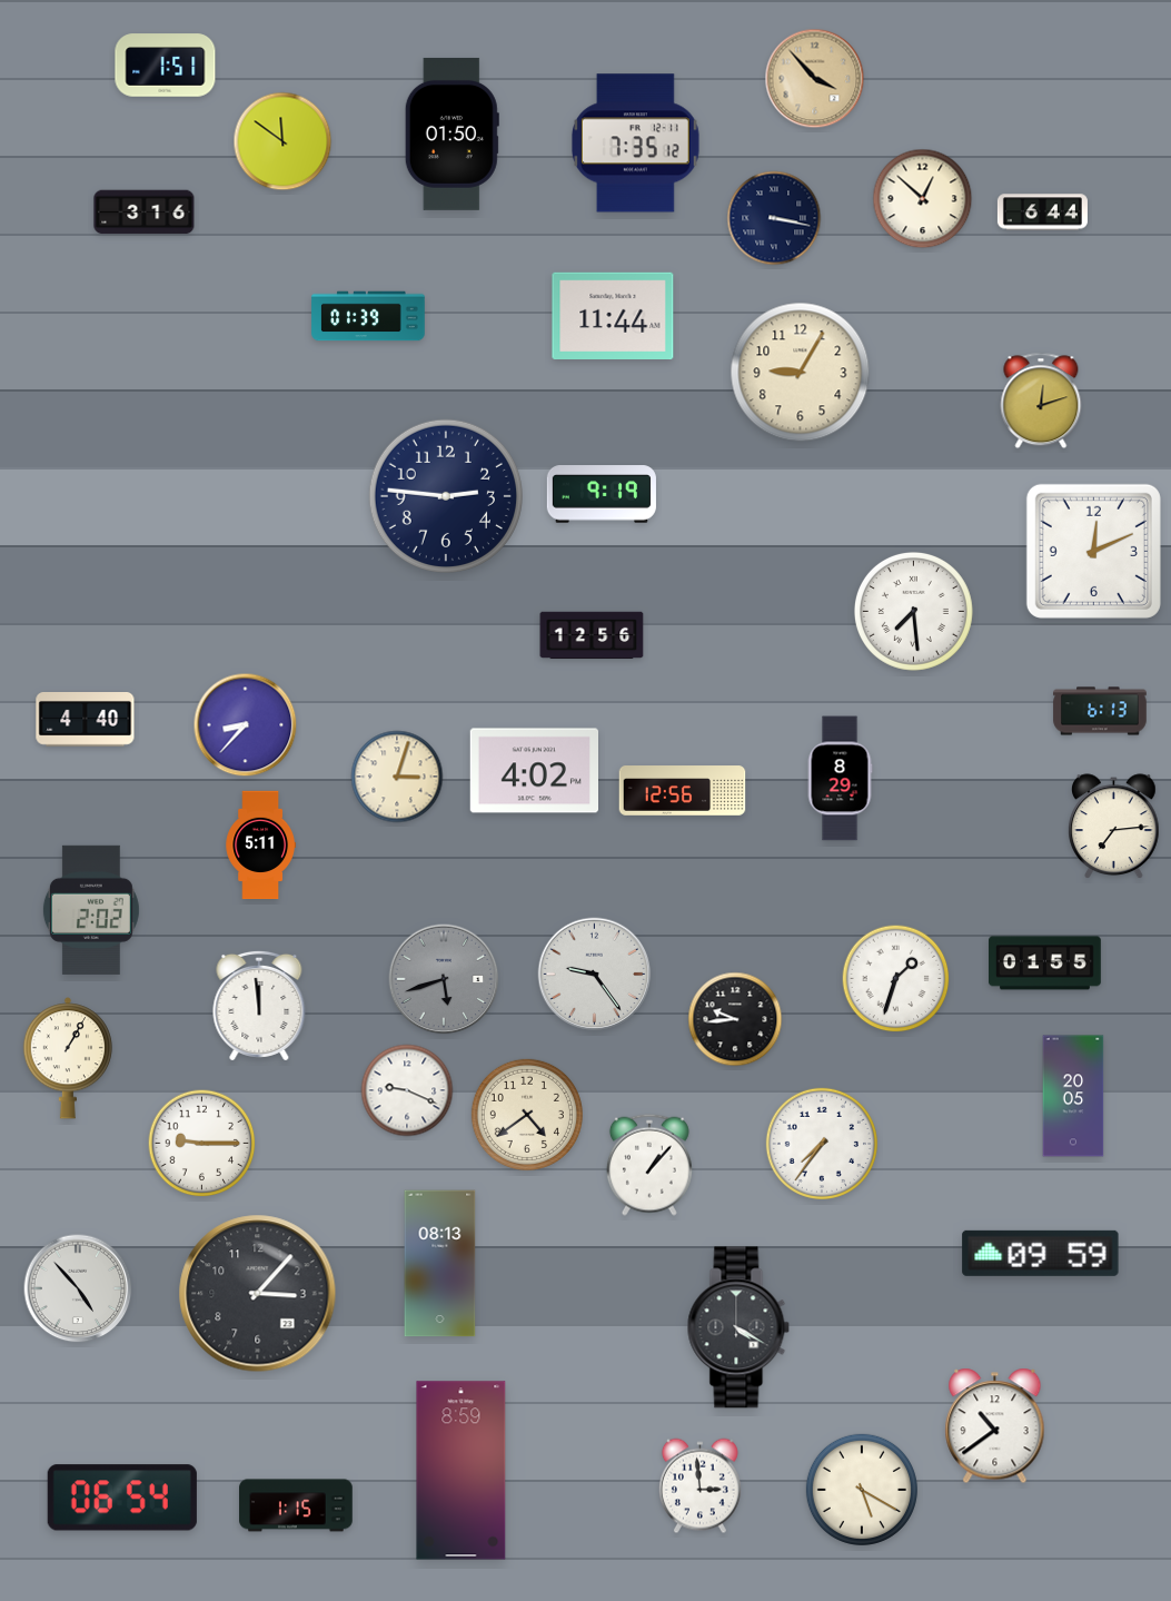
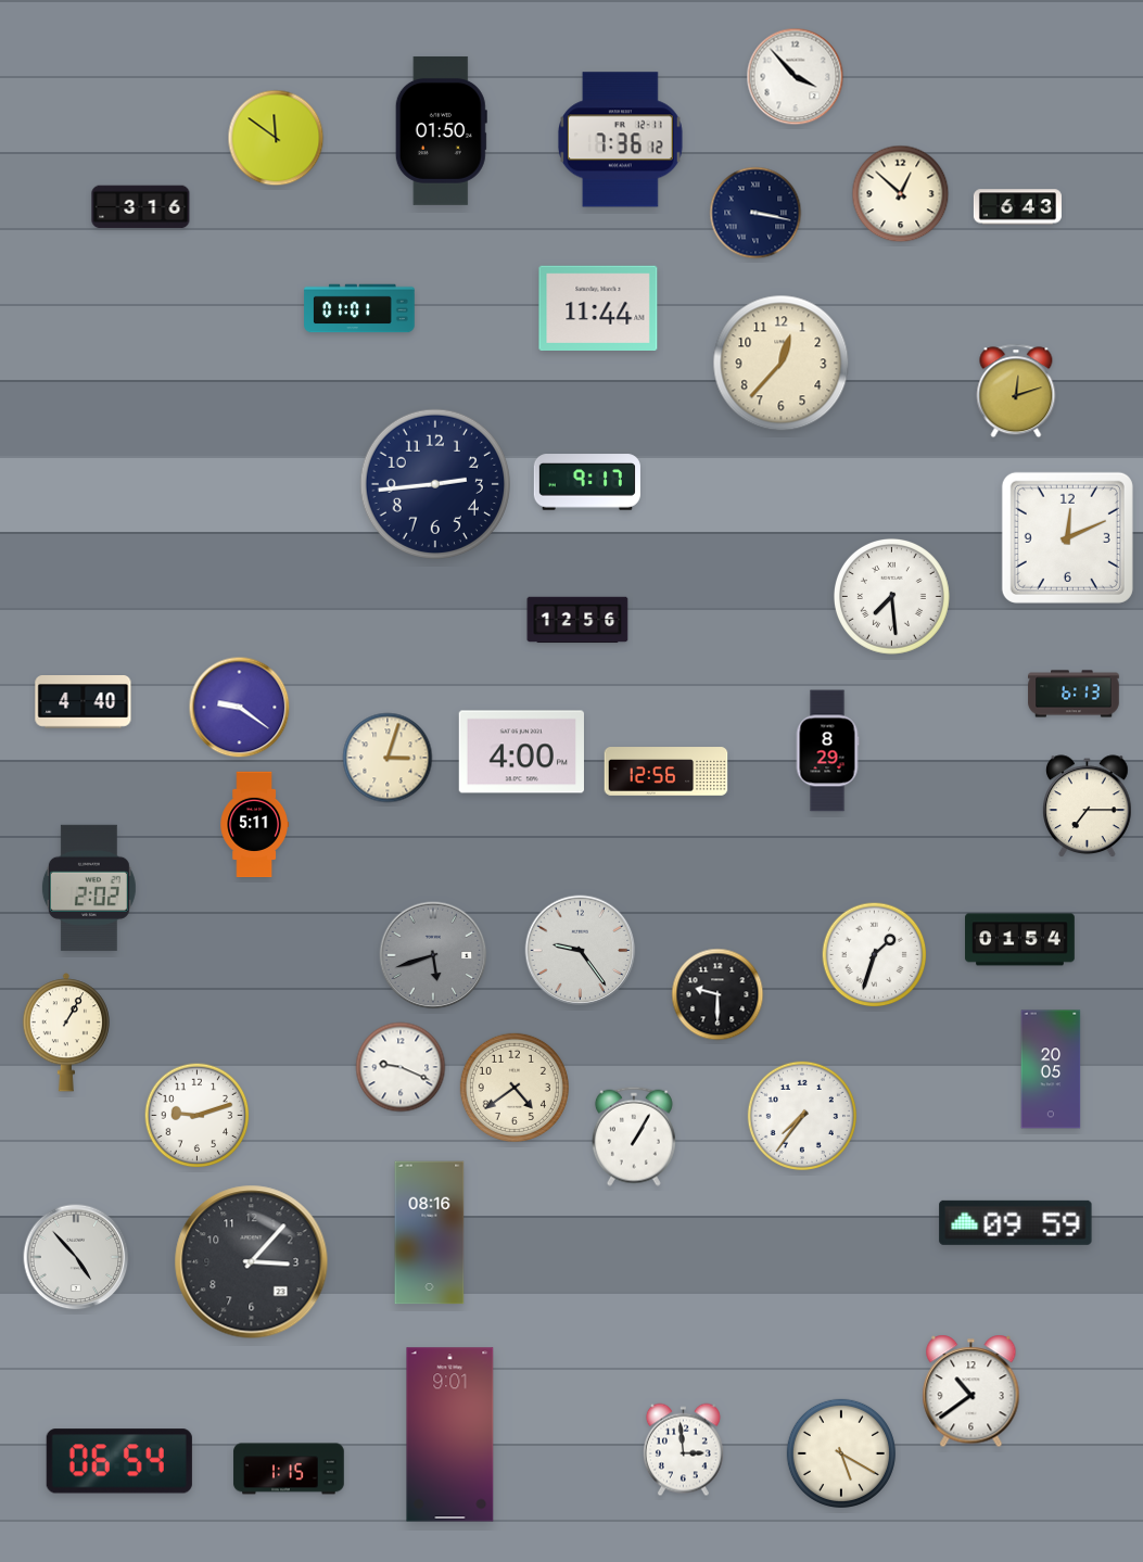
clock at (166, 66): 1:51 -> none
clock at (815, 79) dial: champagne -> white
clock at (635, 144): 7:35 -> 7:36
clock at (1042, 213): 6:44 -> 6:43
clock at (368, 316): 01:39 -> 01:01
clock at (801, 373): 9:05 -> 12:37
clock at (602, 494): 9:19 -> 9:17
clock at (445, 495): 2:46 -> 2:44
clock at (246, 725): 8:37 -> 9:21
clock at (534, 771): 4:02 -> 4:00
clock at (840, 779) position: (840, 779) -> (827, 751)
clock at (1114, 826): 7:14 -> 7:15
clock at (1045, 963): 01:55 -> 01:54
clock at (259, 1006): 11:59 -> none
clock at (735, 1019): 9:44 -> 9:30
clock at (407, 1090) position: (407, 1090) -> (401, 1067)
clock at (1073, 1096) position: (1073, 1096) -> (1051, 1069)
clock at (202, 1144): 9:15 -> 9:12
clock at (649, 1165): 1:07 -> 1:05
clock at (440, 1264): 08:13 -> 08:16
clock at (738, 1327): 4:20 -> none
clock at (462, 1471): 8:59 -> 9:01
